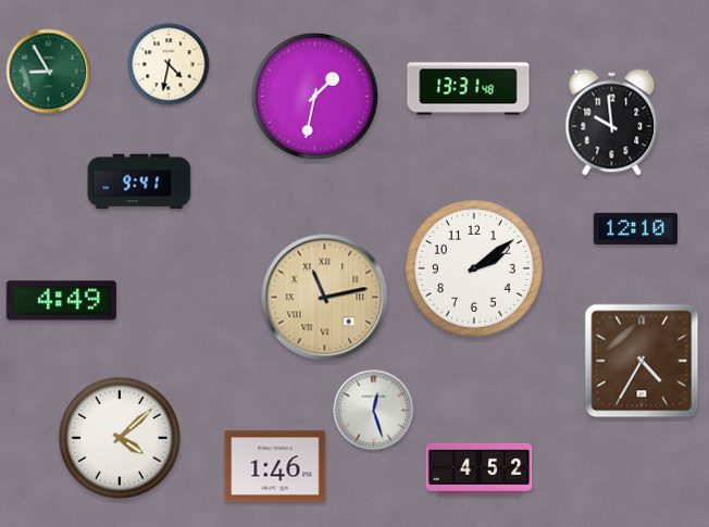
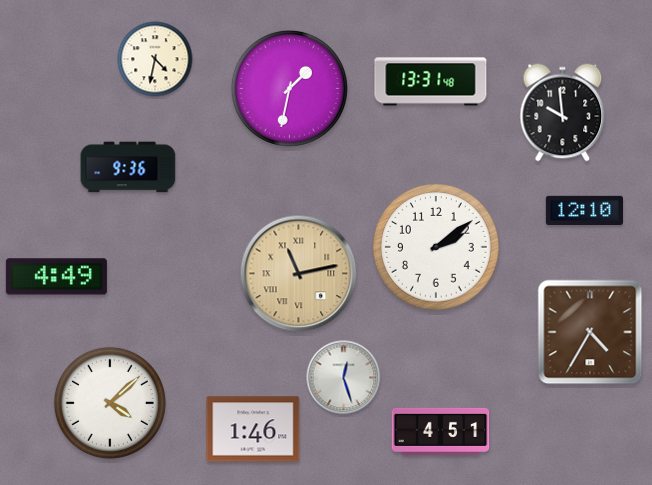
clock at (49, 72): 8:55 -> none
clock at (139, 181): 9:41 -> 9:36
clock at (480, 468): 4:52 -> 4:51
